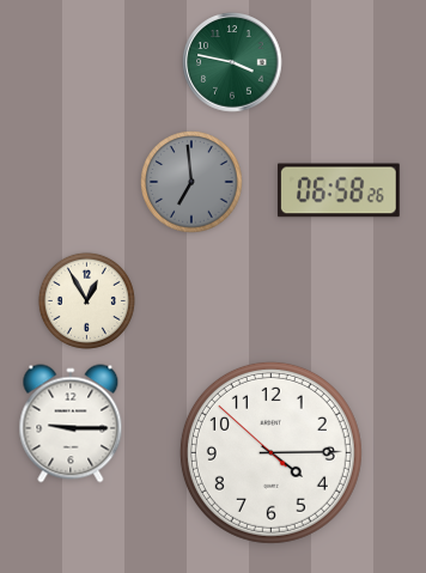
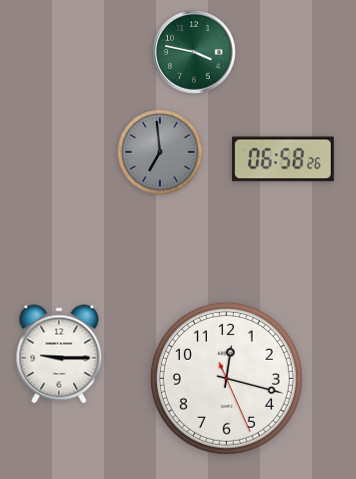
clock at (86, 300): 12:55 -> none
clock at (270, 452): 4:14 -> 12:17
